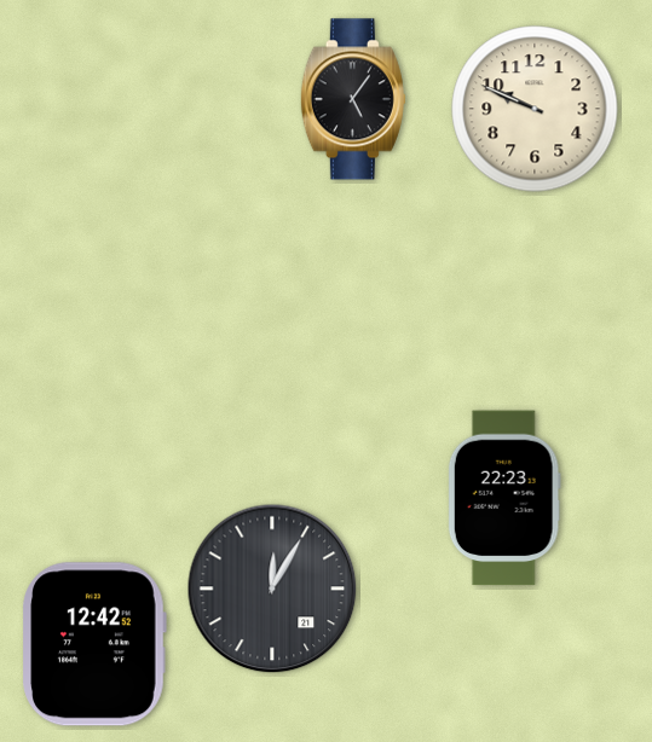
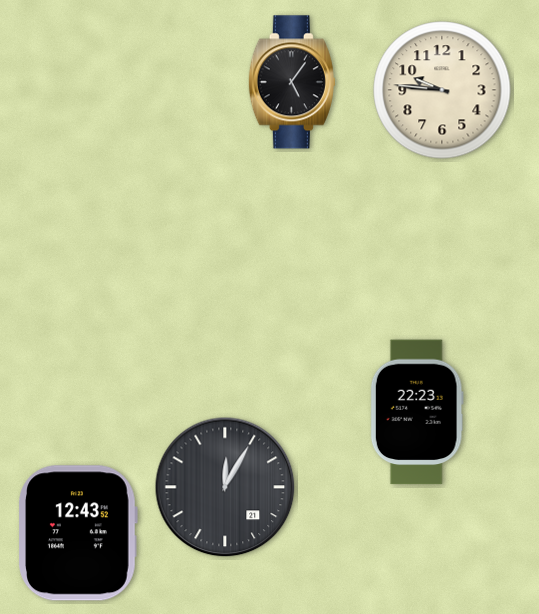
clock at (535, 109): 9:49 -> 9:46
clock at (94, 644): 12:42 -> 12:43
